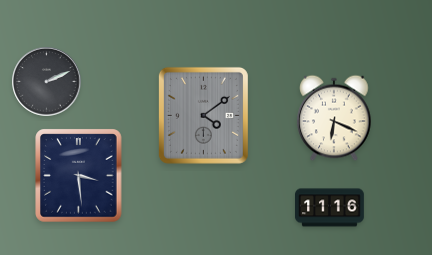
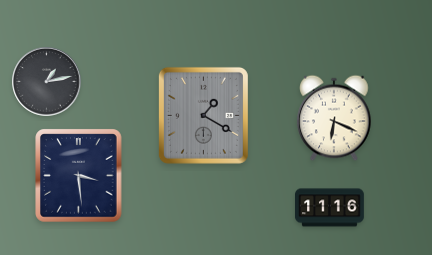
clock at (47, 82): 2:11 -> 1:13
clock at (203, 115): 4:09 -> 1:20
